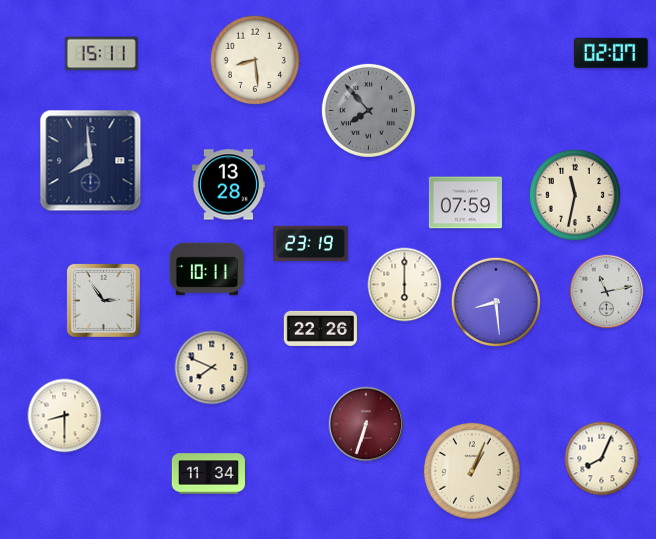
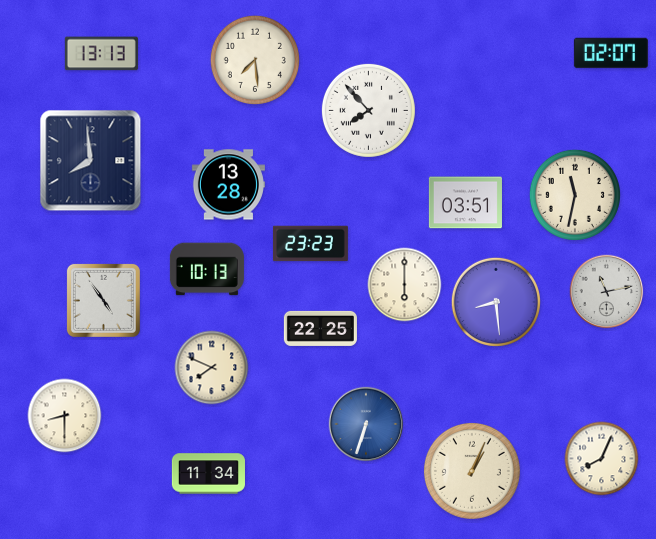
clock at (101, 54): 15:11 -> 13:13
clock at (255, 60): 8:29 -> 7:29
clock at (368, 110) dial: grey -> white
clock at (465, 203): 07:59 -> 03:51
clock at (310, 244): 23:19 -> 23:23
clock at (207, 269): 10:11 -> 10:13
clock at (103, 300): 2:54 -> 4:54
clock at (320, 328): 22:26 -> 22:25
clock at (366, 424) dial: burgundy -> blue
